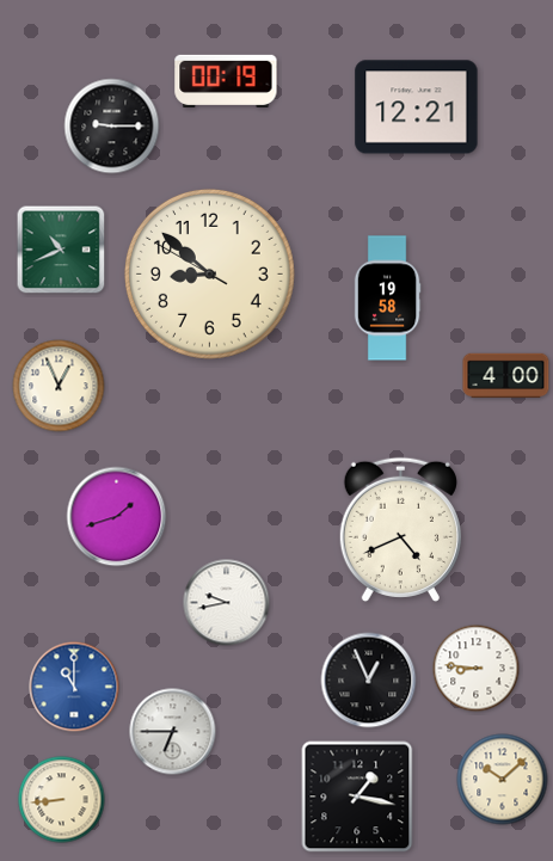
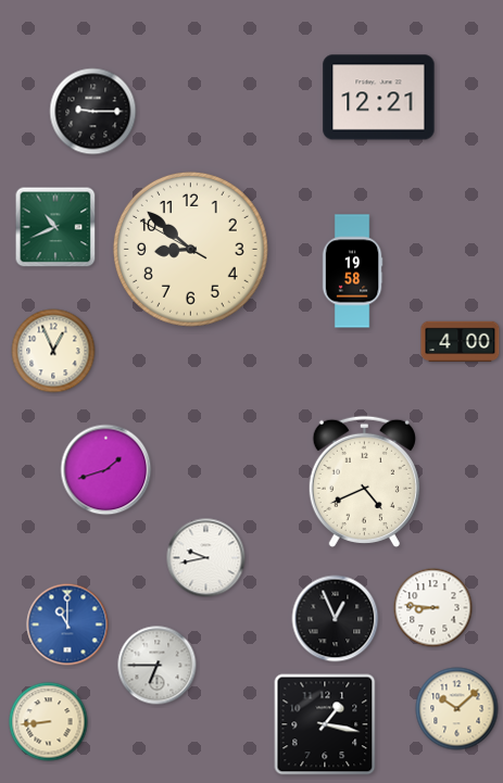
clock at (226, 81): 00:19 -> none
clock at (112, 127) position: (112, 127) -> (93, 112)
clock at (227, 603) position: (227, 603) -> (206, 558)
clock at (62, 800) position: (62, 800) -> (49, 722)
